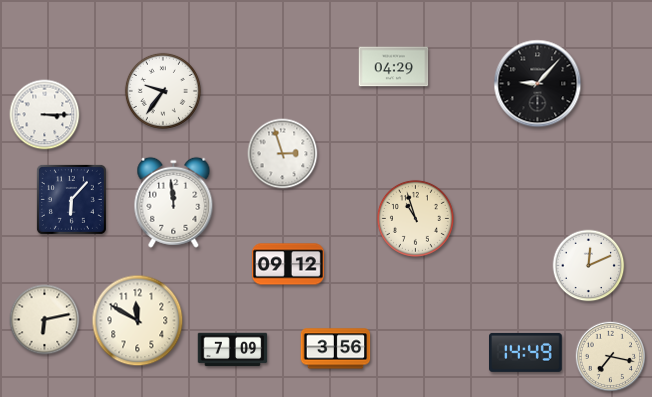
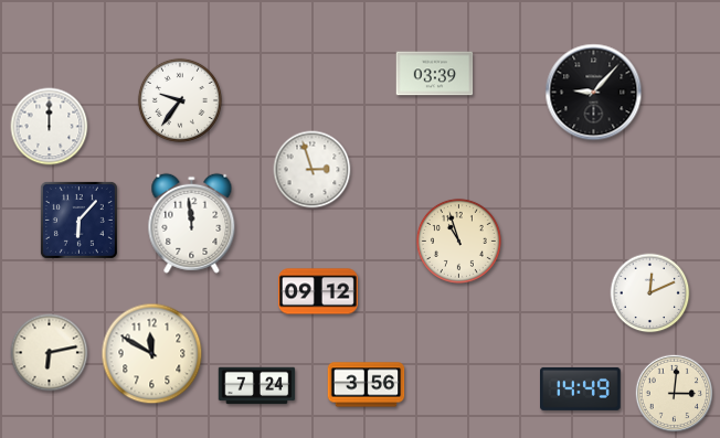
clock at (394, 67): 04:29 -> 03:39
clock at (45, 115): 3:15 -> 12:00
clock at (336, 349) position: (336, 349) -> (367, 385)
clock at (233, 350): 7:09 -> 7:24
clock at (611, 357): 7:17 -> 3:01
